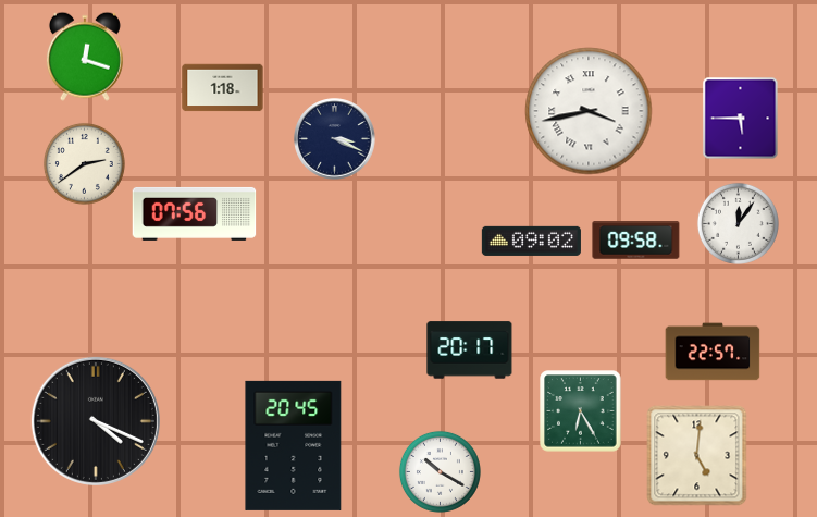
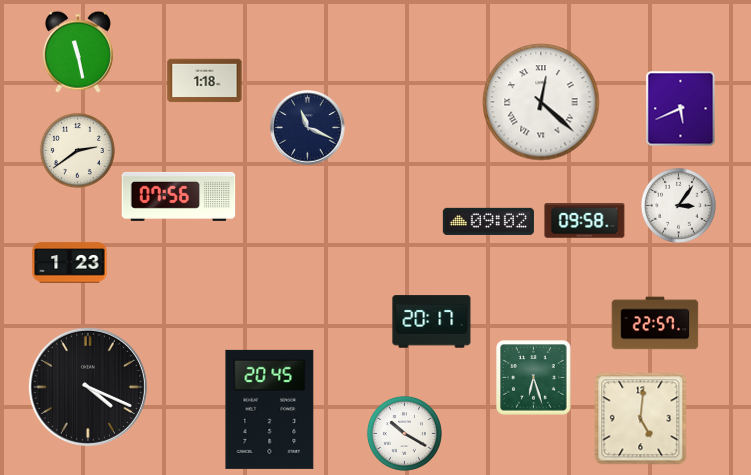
clock at (85, 57): 12:18 -> 11:28
clock at (589, 111): 3:43 -> 12:22
clock at (741, 119): 5:45 -> 5:41
clock at (335, 139): 3:19 -> 11:19
clock at (738, 223): 12:06 -> 3:06
clock at (70, 263): none -> 1:23
clock at (581, 411): 6:25 -> 6:27
